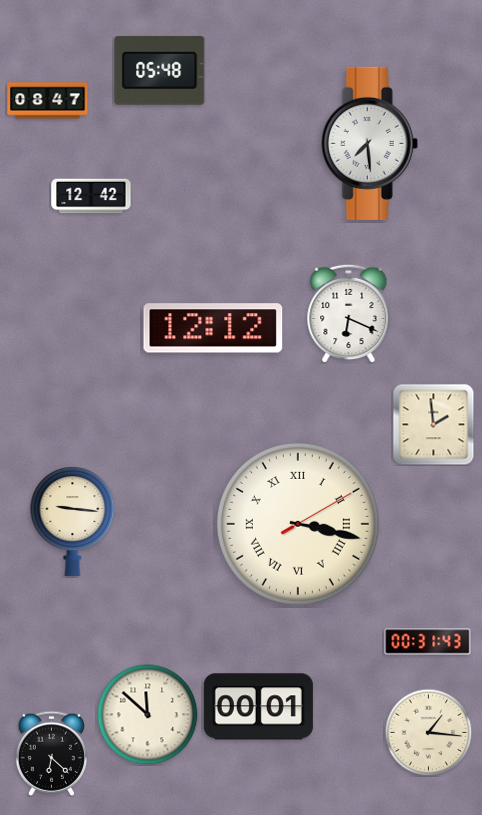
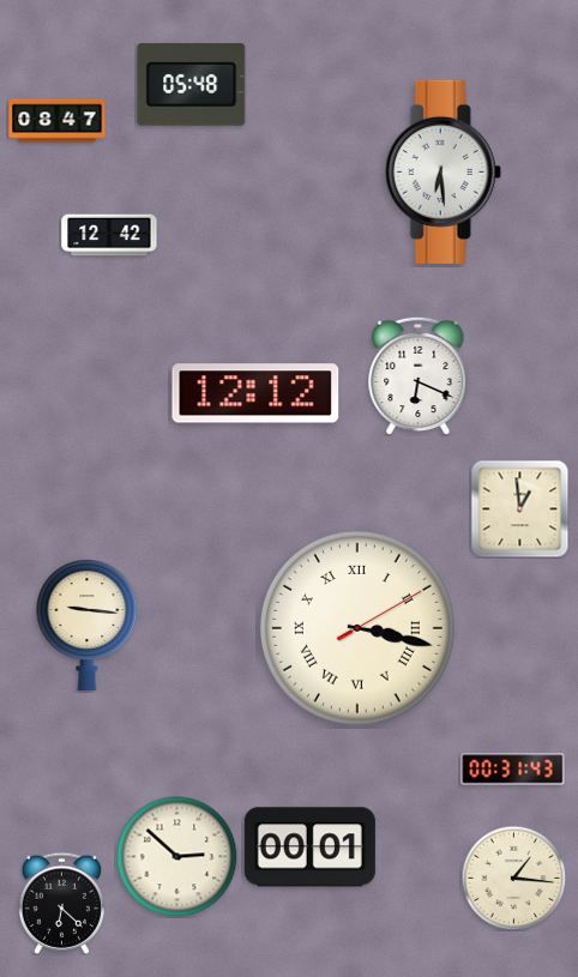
clock at (369, 143): 7:29 -> 6:29
clock at (433, 424): 1:59 -> 12:59
clock at (148, 715): 11:52 -> 2:52
